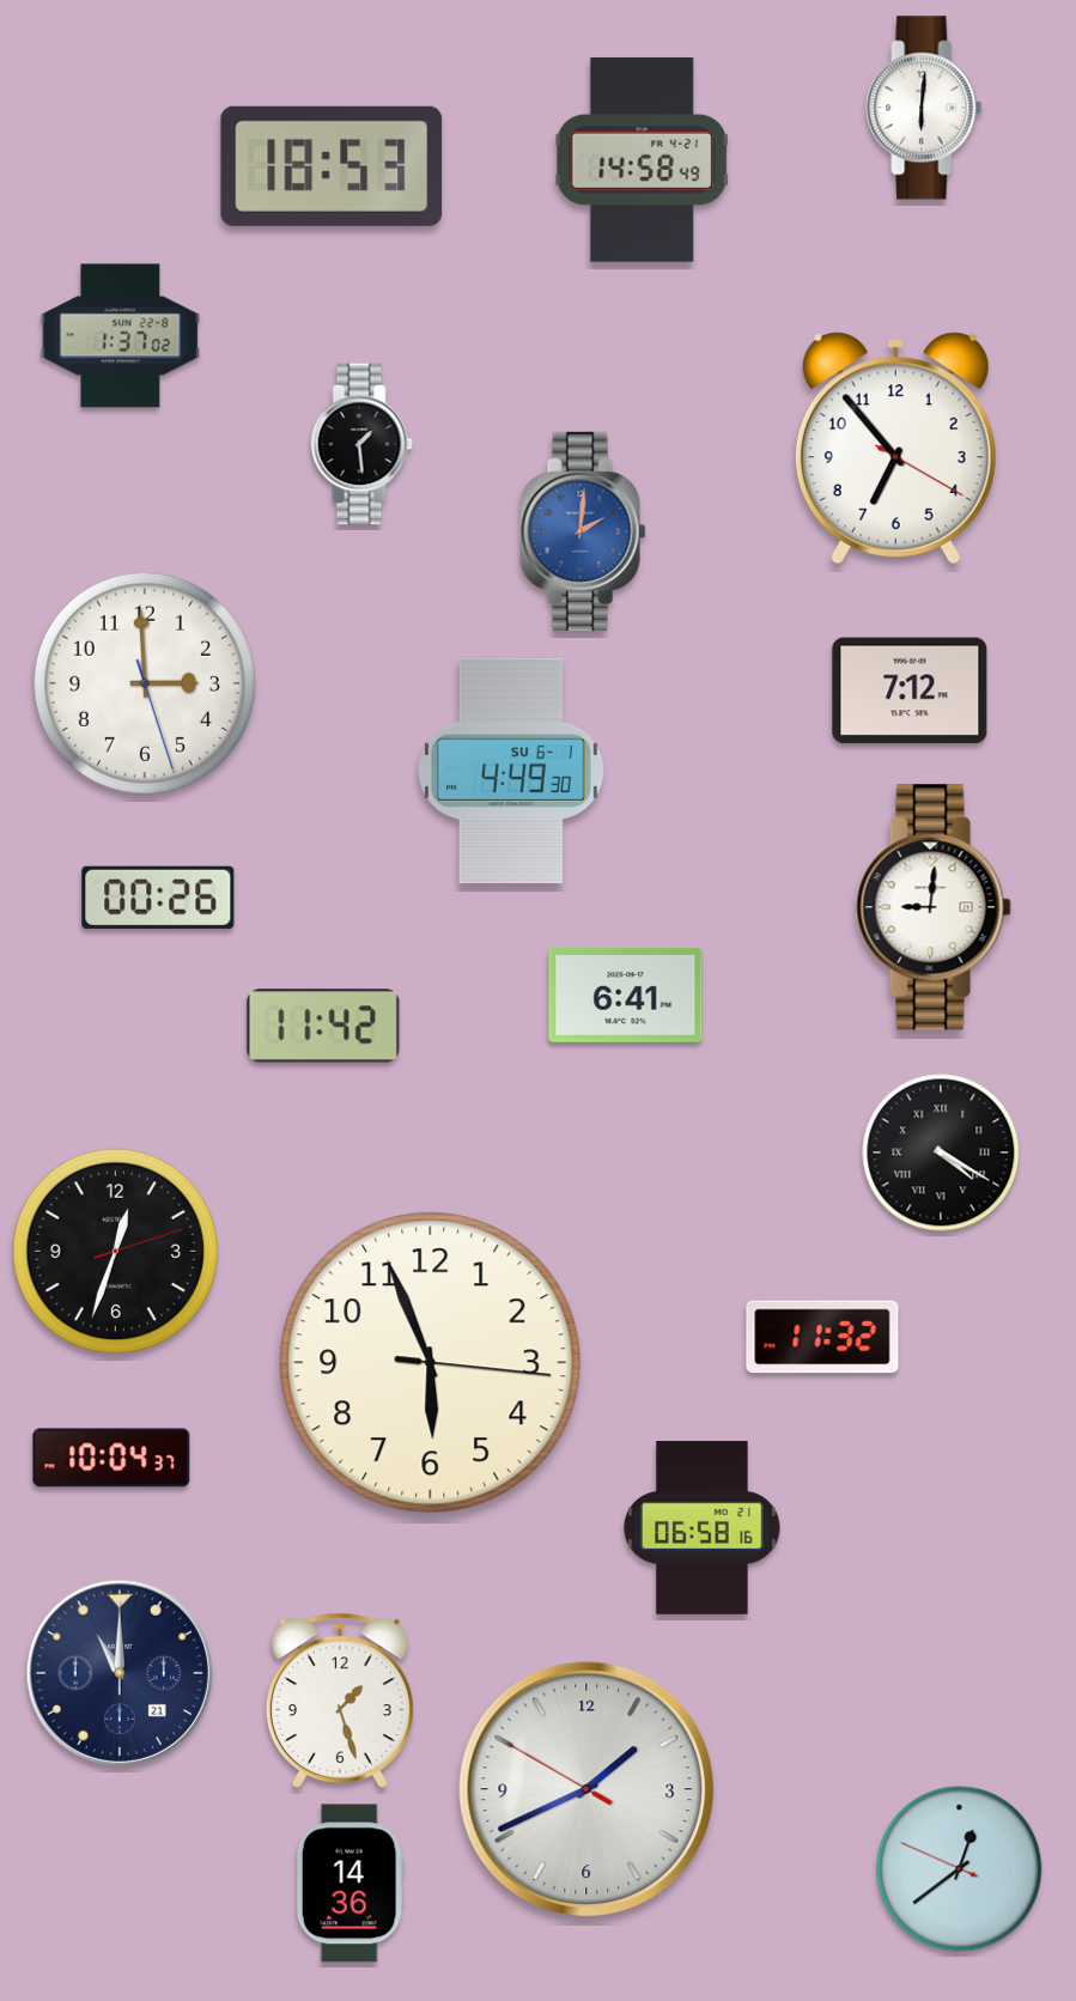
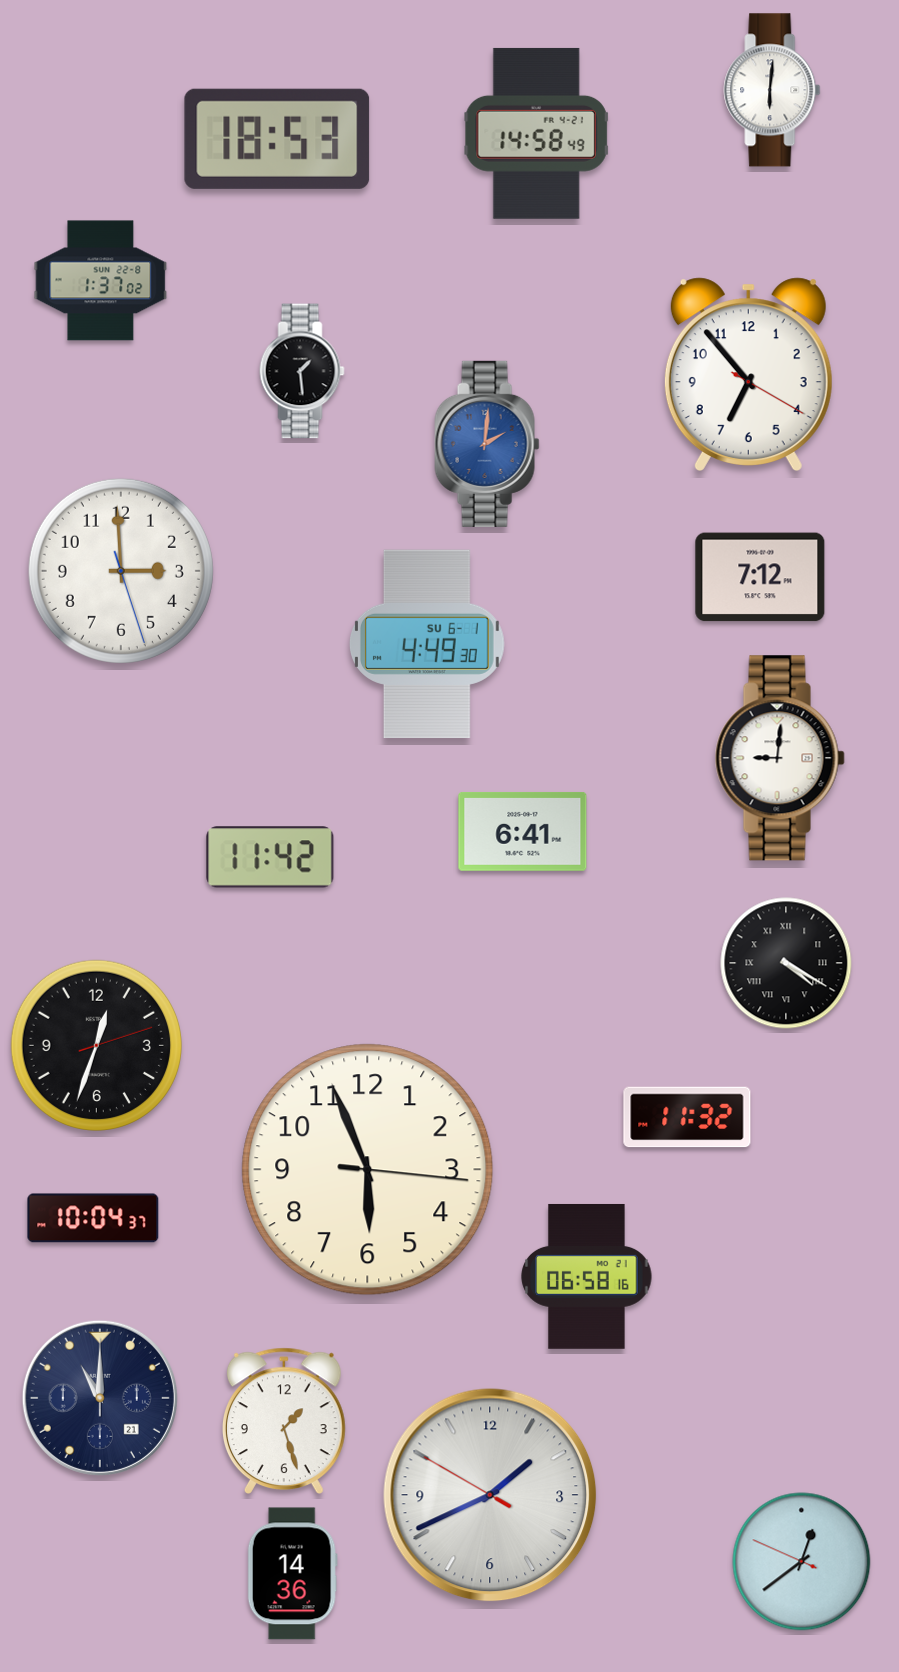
clock at (158, 898): 00:26 -> none
clock at (431, 1363) position: (431, 1363) -> (368, 1170)
